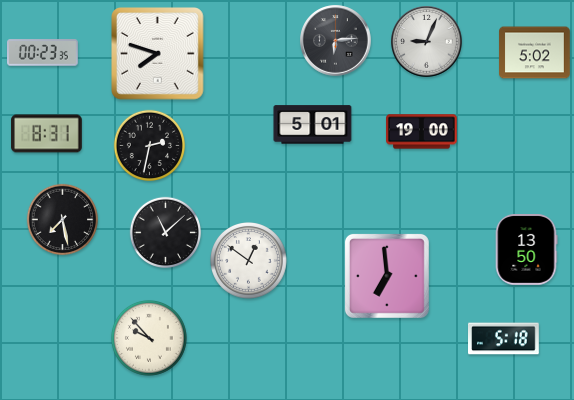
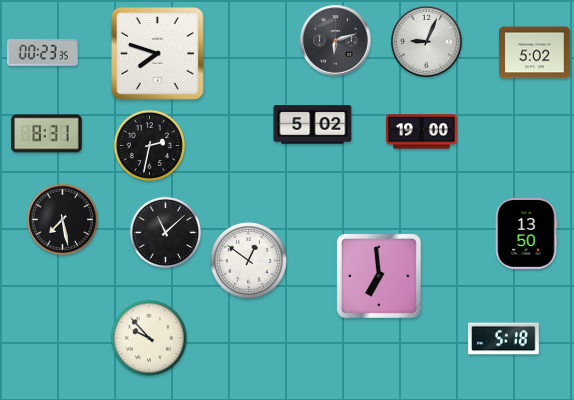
clock at (336, 41): 6:14 -> 6:12
clock at (313, 125): 5:01 -> 5:02
clock at (526, 250) position: (526, 250) -> (526, 234)
clock at (387, 276) position: (387, 276) -> (379, 276)
